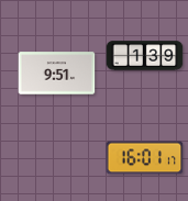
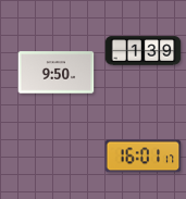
clock at (145, 56) position: (145, 56) -> (144, 51)
clock at (57, 74): 9:51 -> 9:50
